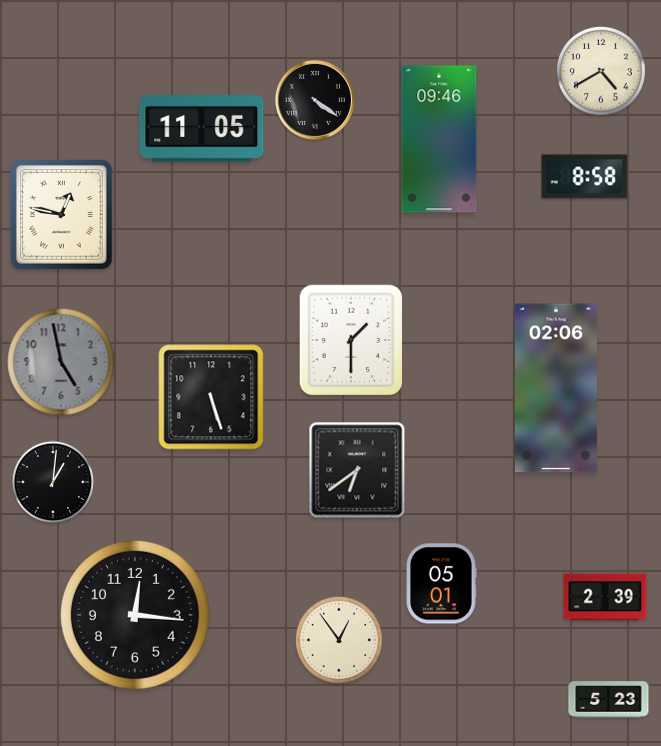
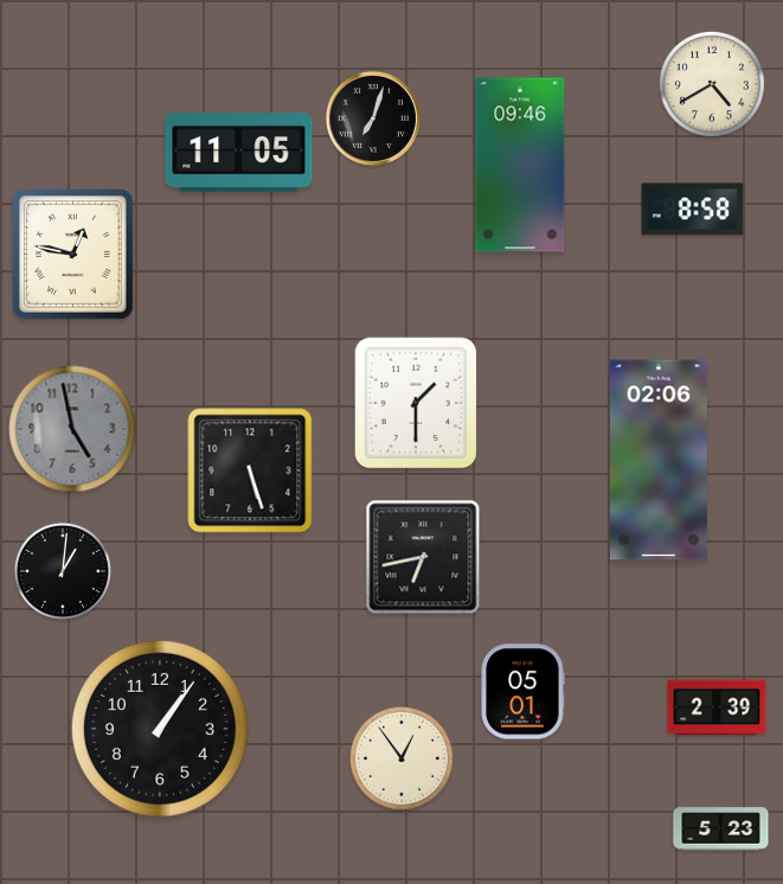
clock at (315, 100): 4:21 -> 7:03
clock at (357, 470): 6:39 -> 6:43
clock at (135, 615): 12:16 -> 1:06
